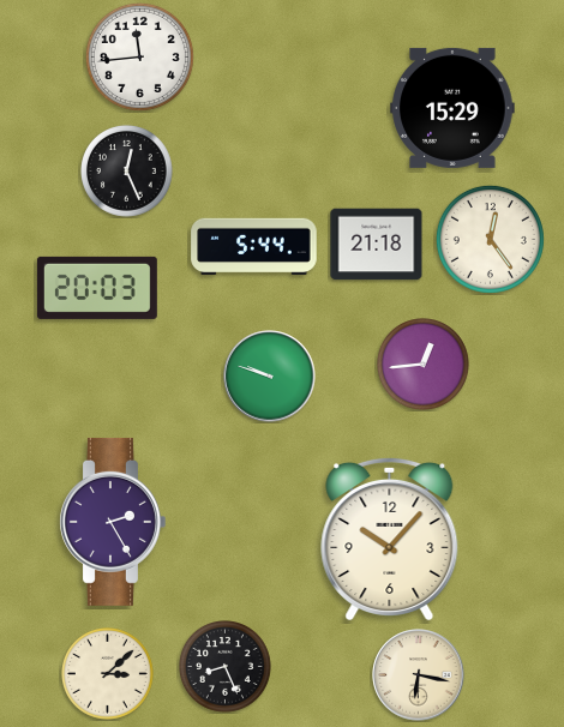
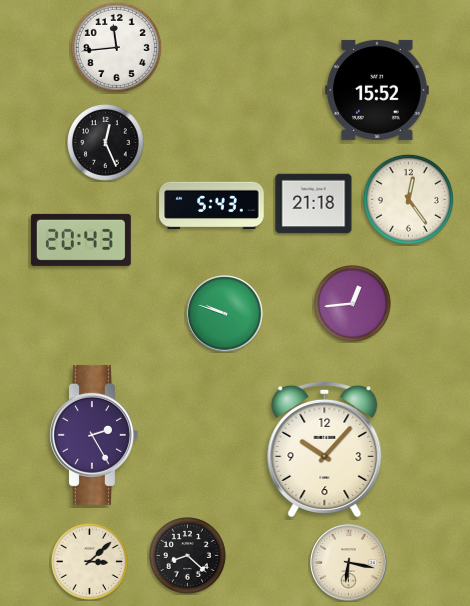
clock at (452, 108): 15:29 -> 15:52
clock at (254, 247): 5:44 -> 5:43
clock at (97, 288): 20:03 -> 20:43
clock at (226, 667): 8:26 -> 8:22
